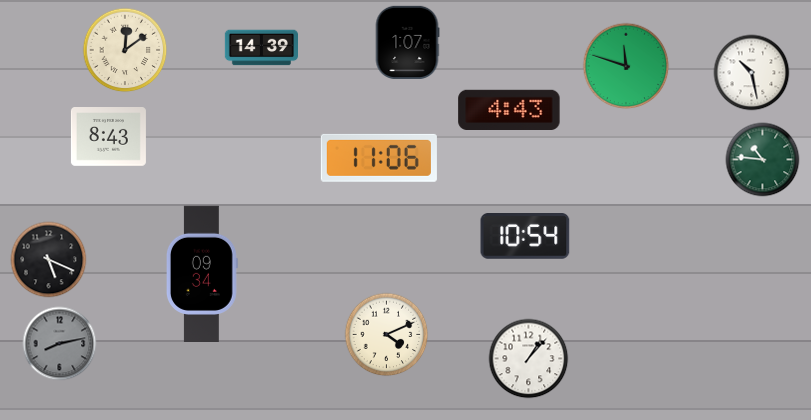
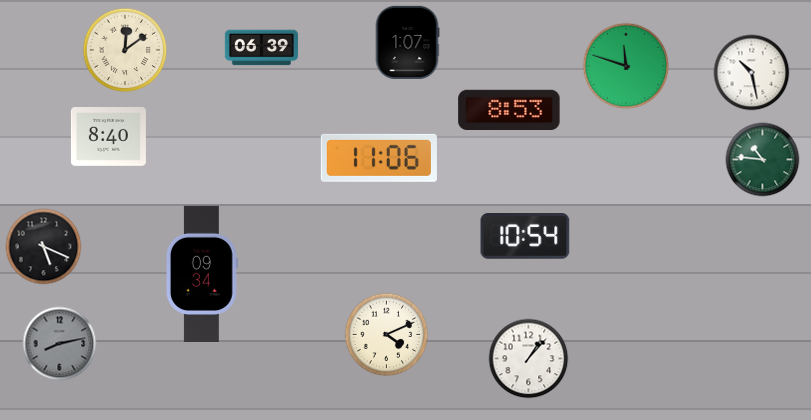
clock at (261, 48): 14:39 -> 06:39
clock at (509, 109): 4:43 -> 8:53
clock at (108, 137): 8:43 -> 8:40
clock at (49, 260) position: (49, 260) -> (44, 247)
